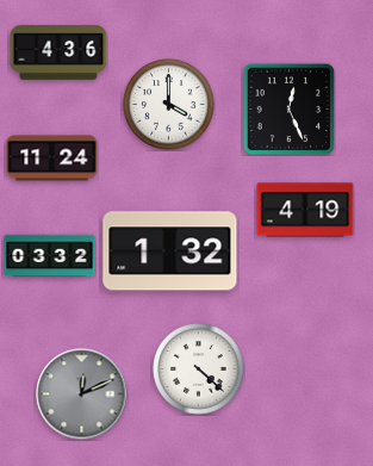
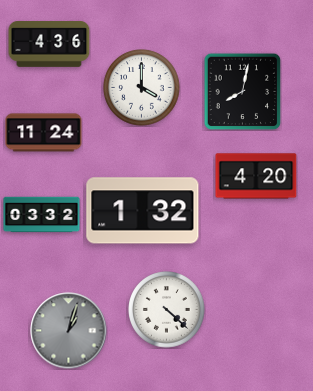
clock at (288, 108): 12:26 -> 8:02
clock at (305, 210): 4:19 -> 4:20
clock at (82, 394): 12:11 -> 1:03
